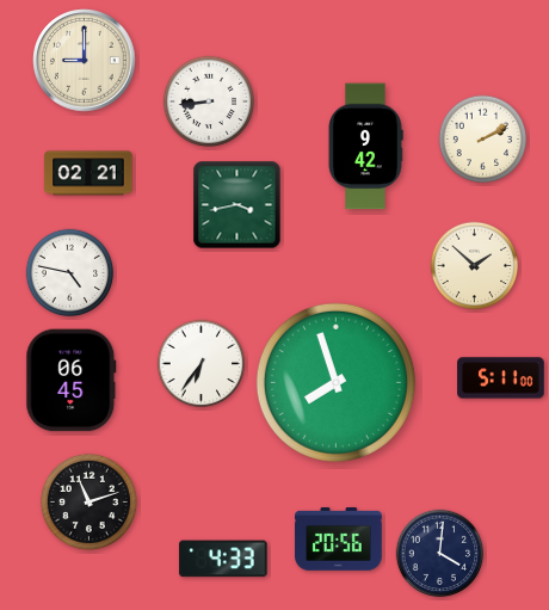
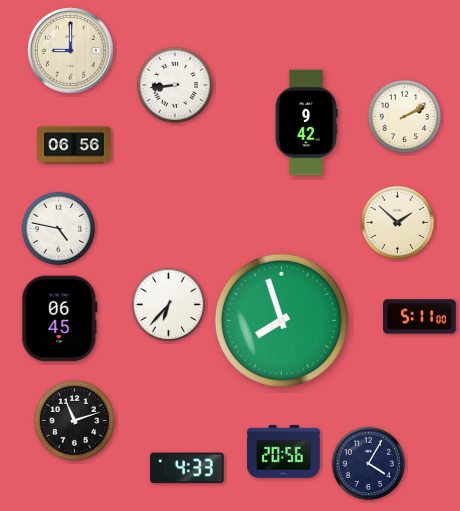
clock at (88, 173): 02:21 -> 06:56
clock at (238, 205): 3:43 -> none
clock at (202, 364): 6:36 -> 6:37
clock at (440, 554): 4:01 -> 4:05
